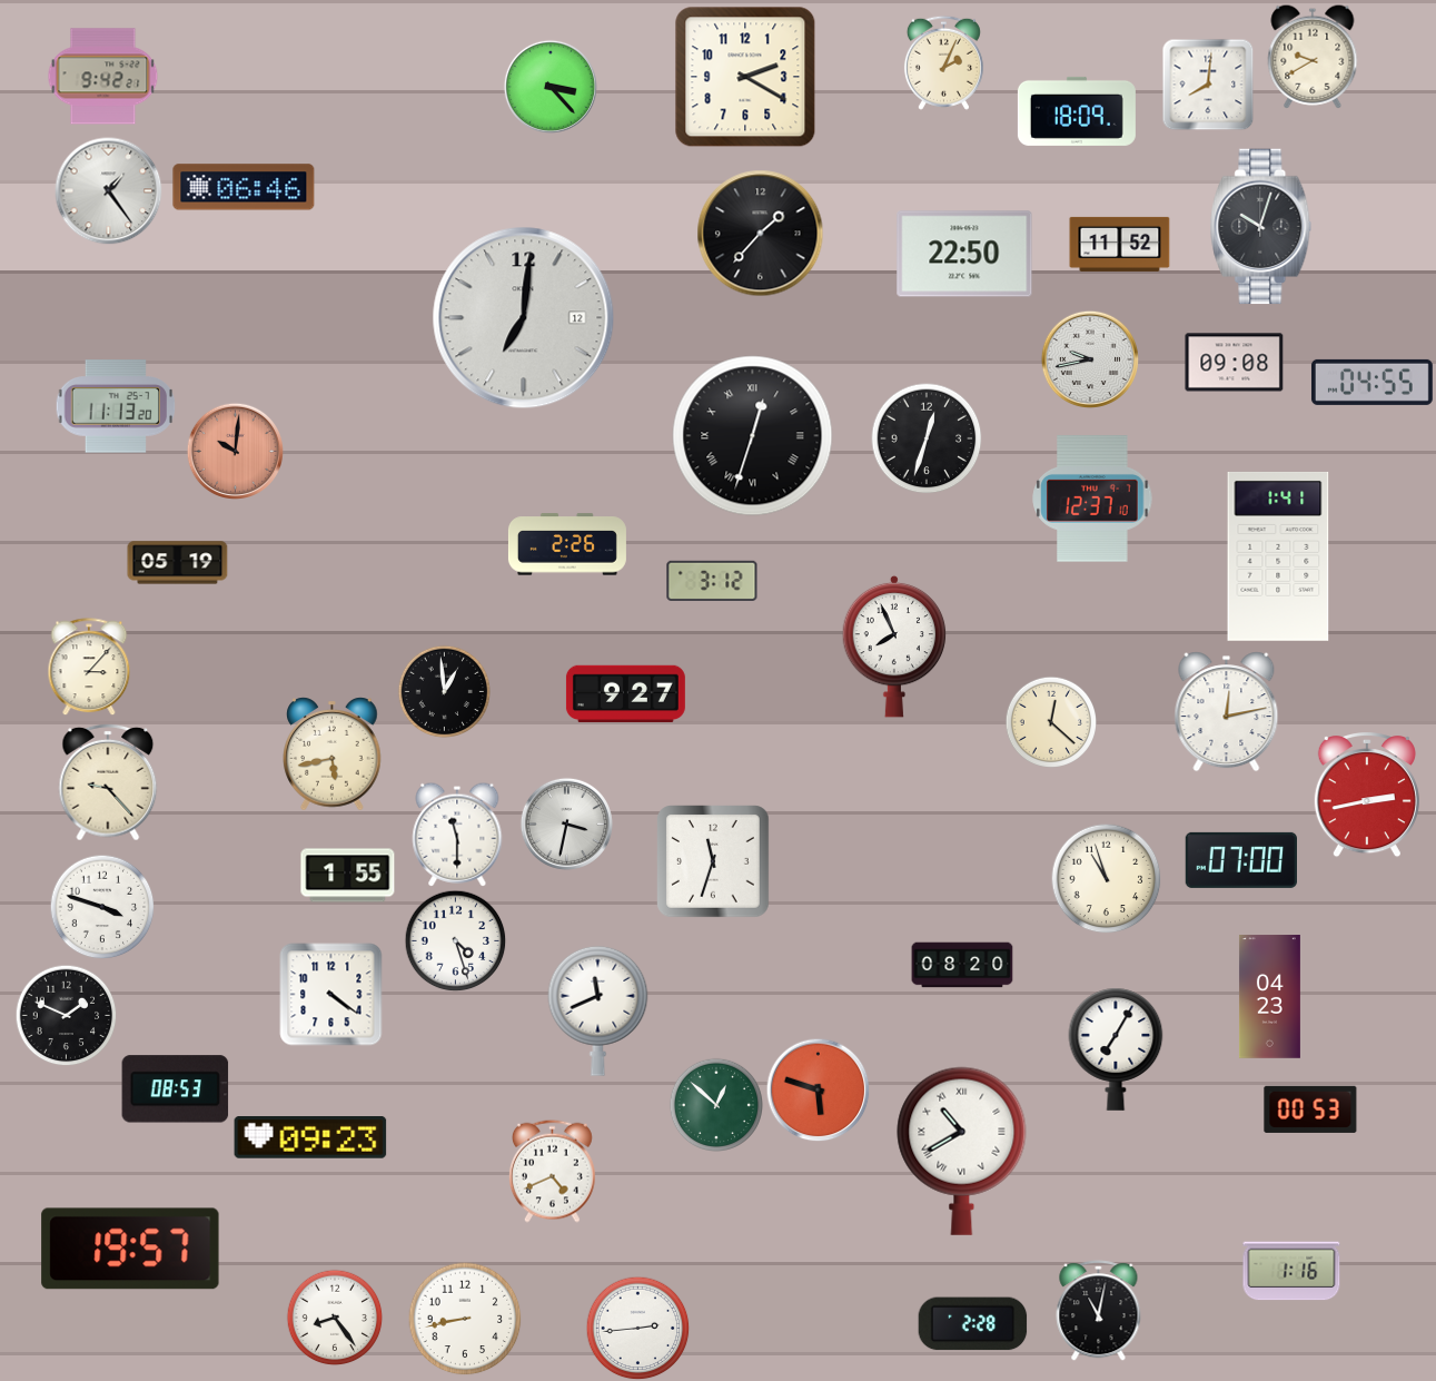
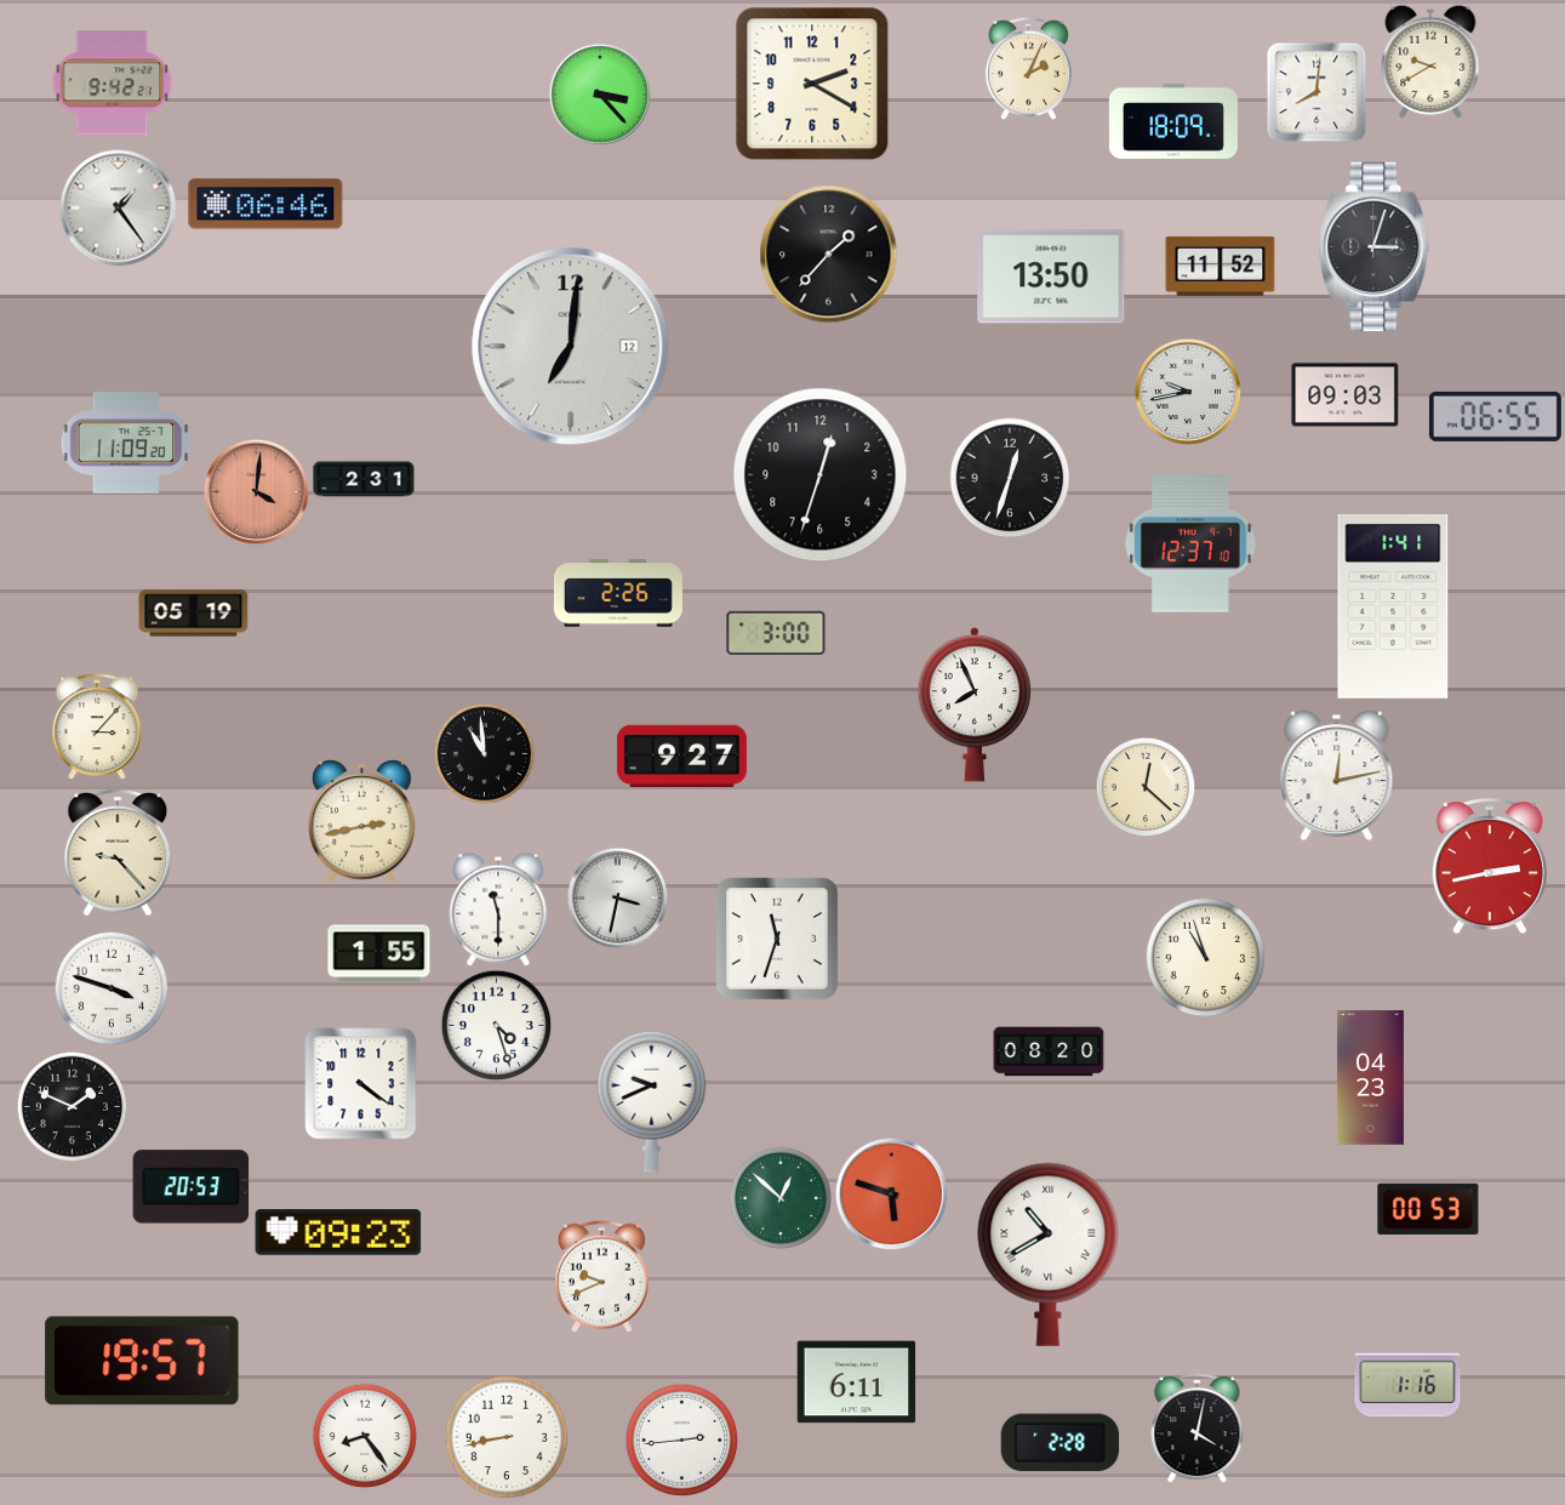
clock at (1261, 227): 10:03 -> 3:03
clock at (964, 254): 22:50 -> 13:50
clock at (1235, 363): 09:08 -> 09:03
clock at (1371, 382): 04:55 -> 06:55
clock at (116, 406): 11:13 -> 11:09
clock at (753, 436) numerals: Roman -> Arabic
clock at (364, 479): none -> 2:31
clock at (235, 451): 10:01 -> 4:01
clock at (712, 581): 3:12 -> 3:00
clock at (444, 691): 12:59 -> 10:59
clock at (333, 754): 5:43 -> 2:43
clock at (1240, 860): 07:00 -> none
clock at (1269, 997) position: (1269, 997) -> (1370, 1078)
clock at (598, 1010): 11:41 -> 9:41
clock at (1116, 1049): 7:05 -> none
clock at (176, 1089): 08:53 -> 20:53
clock at (818, 1089) position: (818, 1089) -> (891, 1193)
clock at (716, 1105) position: (716, 1105) -> (781, 1198)
clock at (310, 1138) position: (310, 1138) -> (338, 1233)
clock at (552, 1171): 4:41 -> 9:41
clock at (857, 1383): none -> 6:11
clock at (1099, 1311): 11:02 -> 4:02
clock at (637, 1328) position: (637, 1328) -> (681, 1440)
